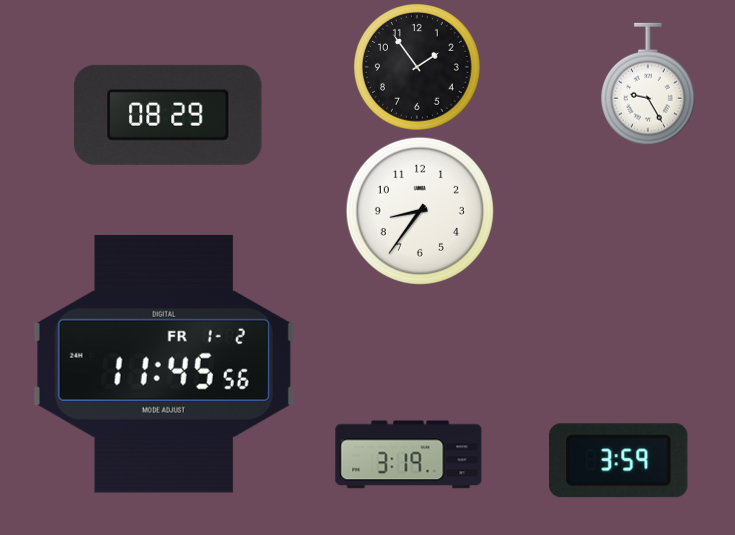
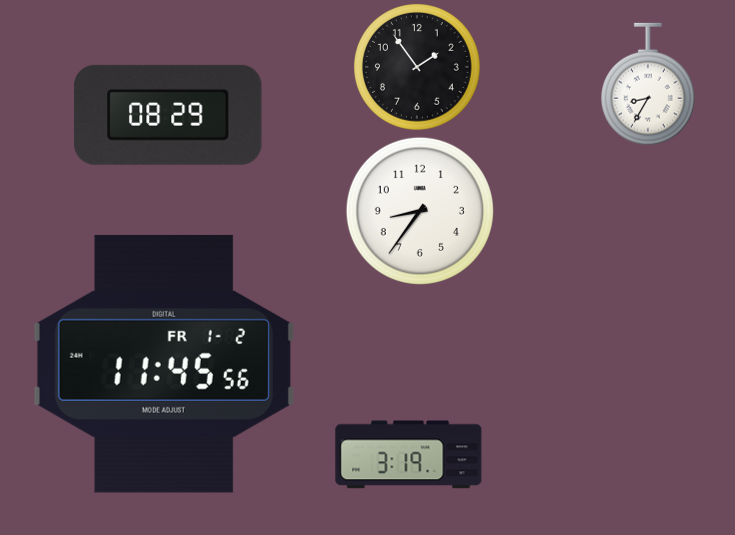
clock at (649, 84): 9:25 -> 8:35
clock at (619, 461): 3:59 -> none
